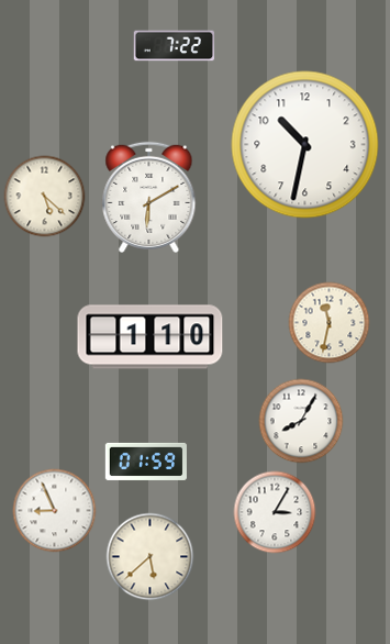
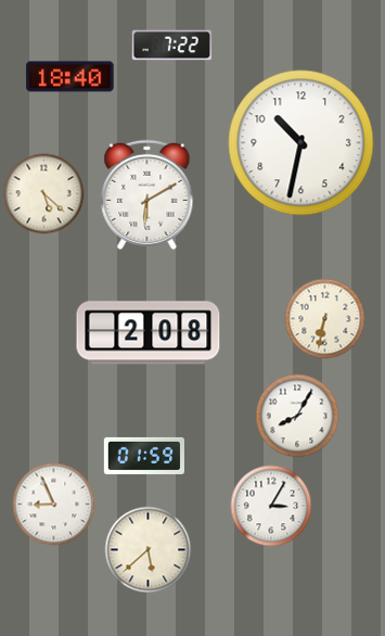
clock at (70, 77): none -> 18:40
clock at (330, 323): 11:32 -> 6:32
clock at (151, 337): 1:10 -> 2:08
